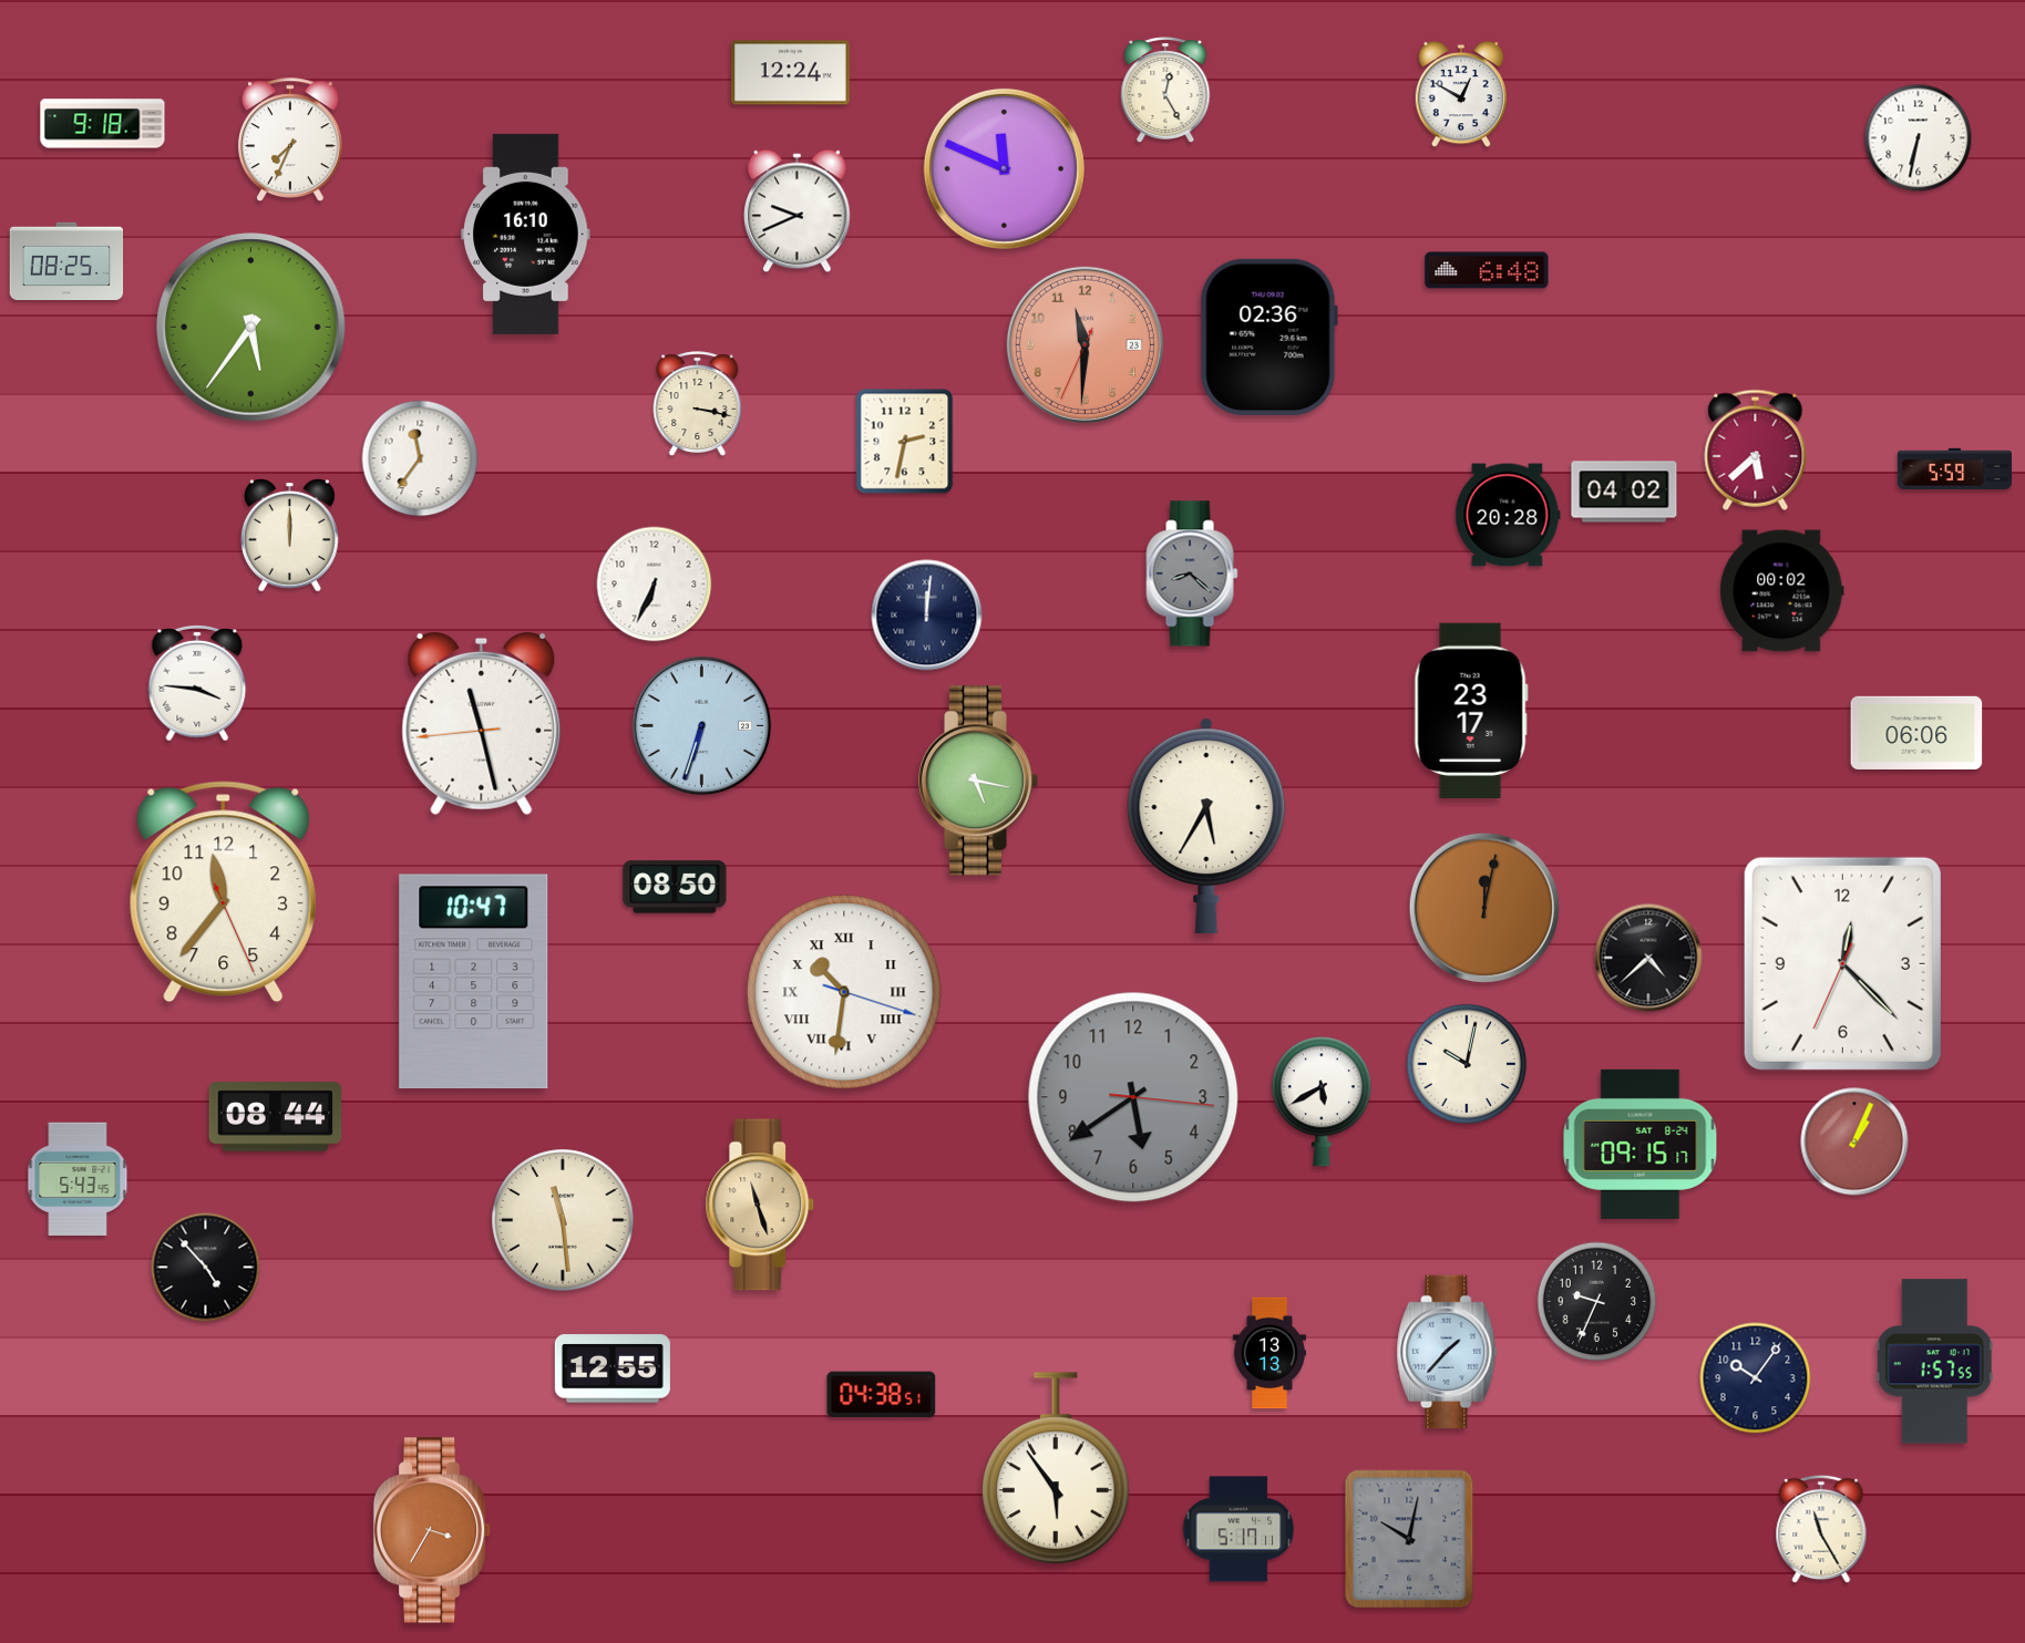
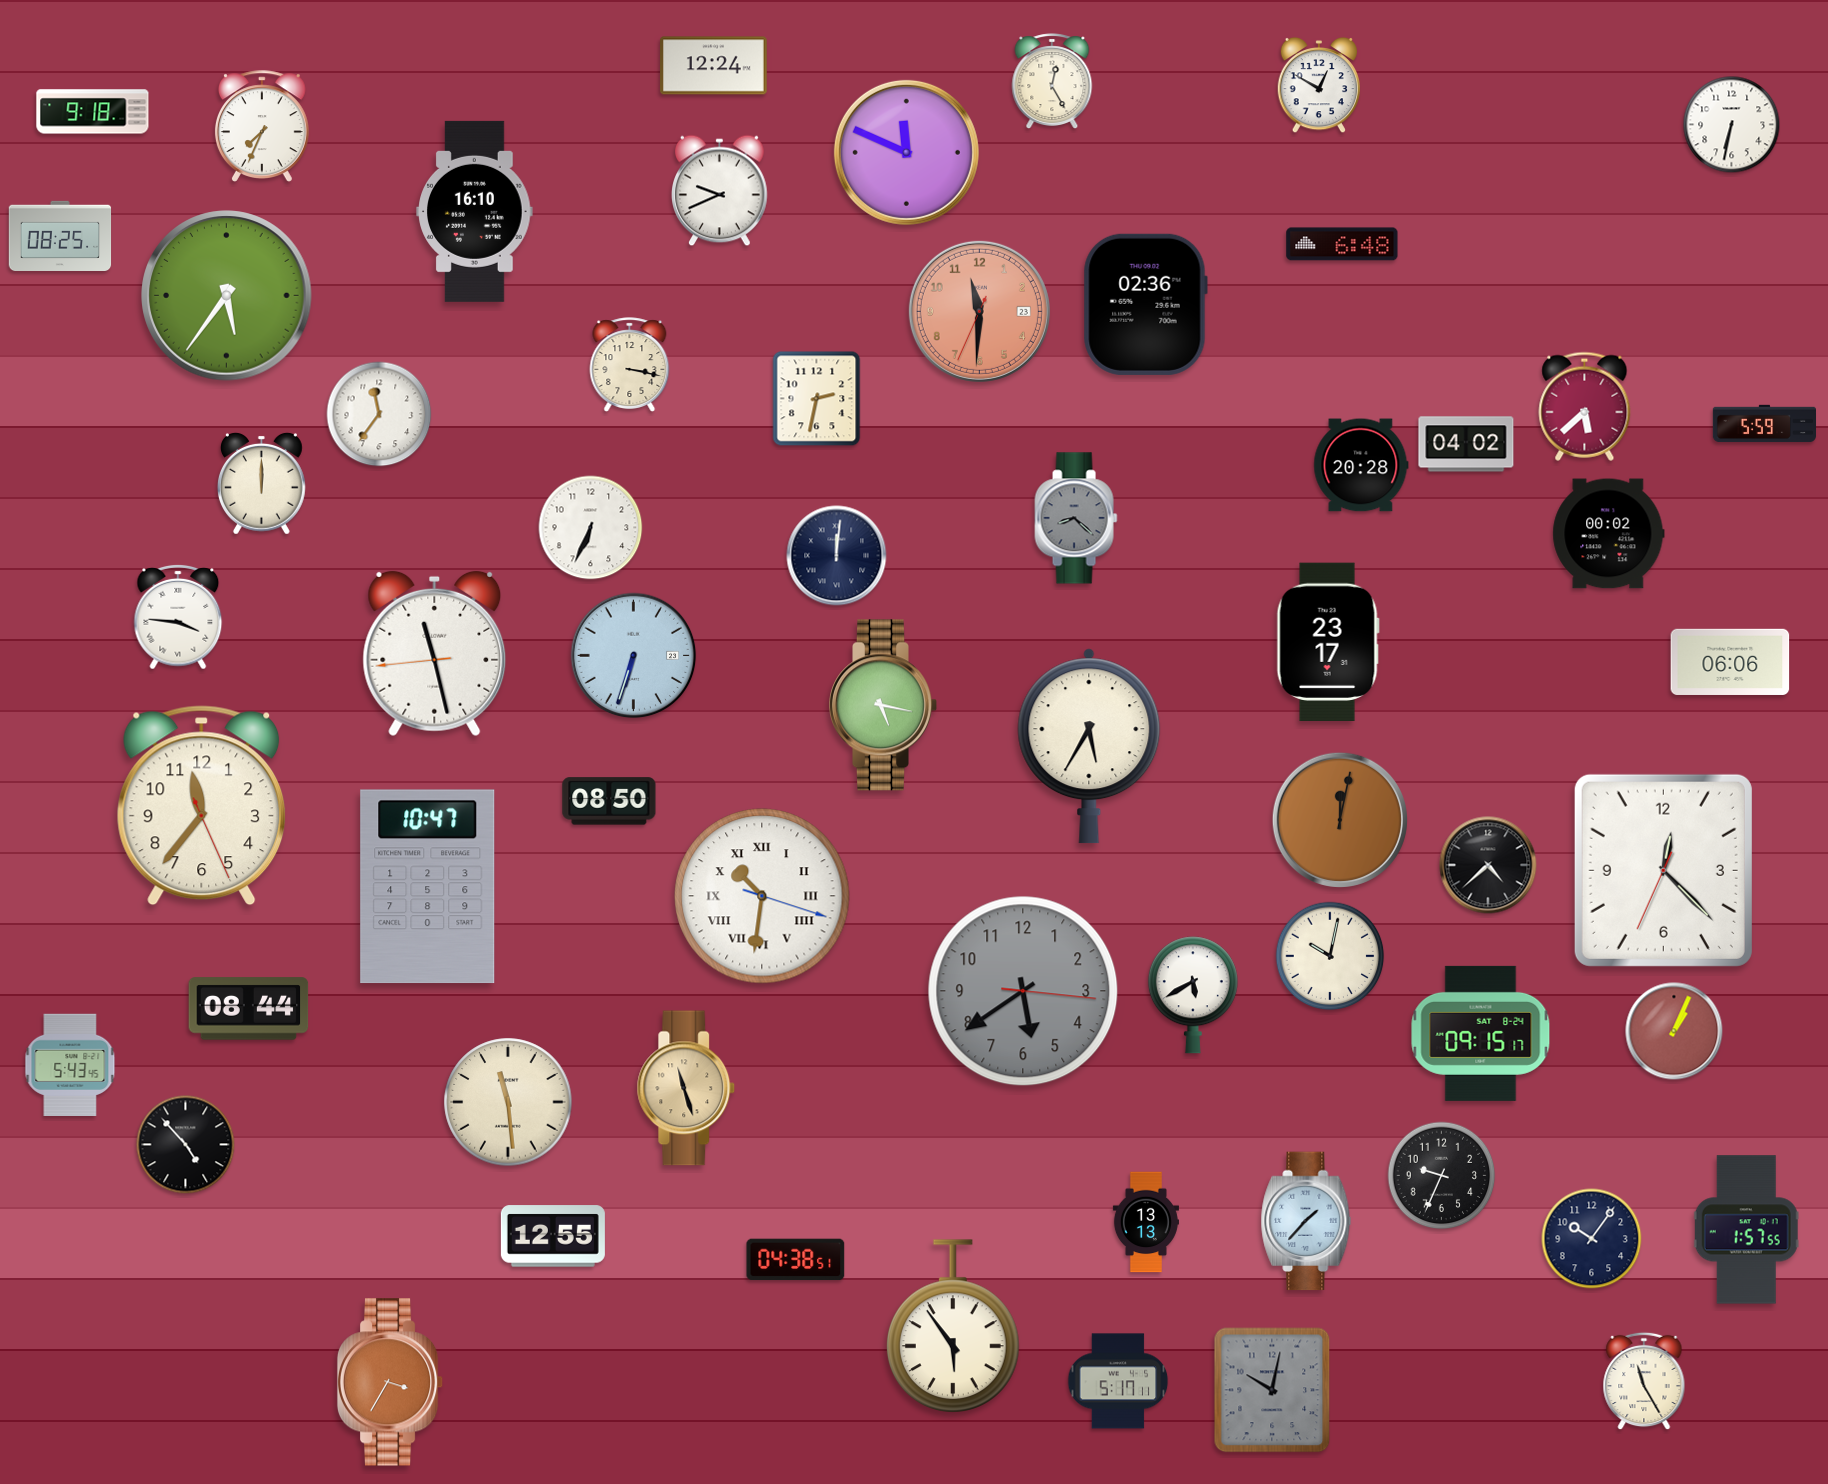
clock at (1467, 1064) position: (1467, 1064) -> (1330, 956)
clock at (1756, 1378) position: (1756, 1378) -> (1592, 1239)
